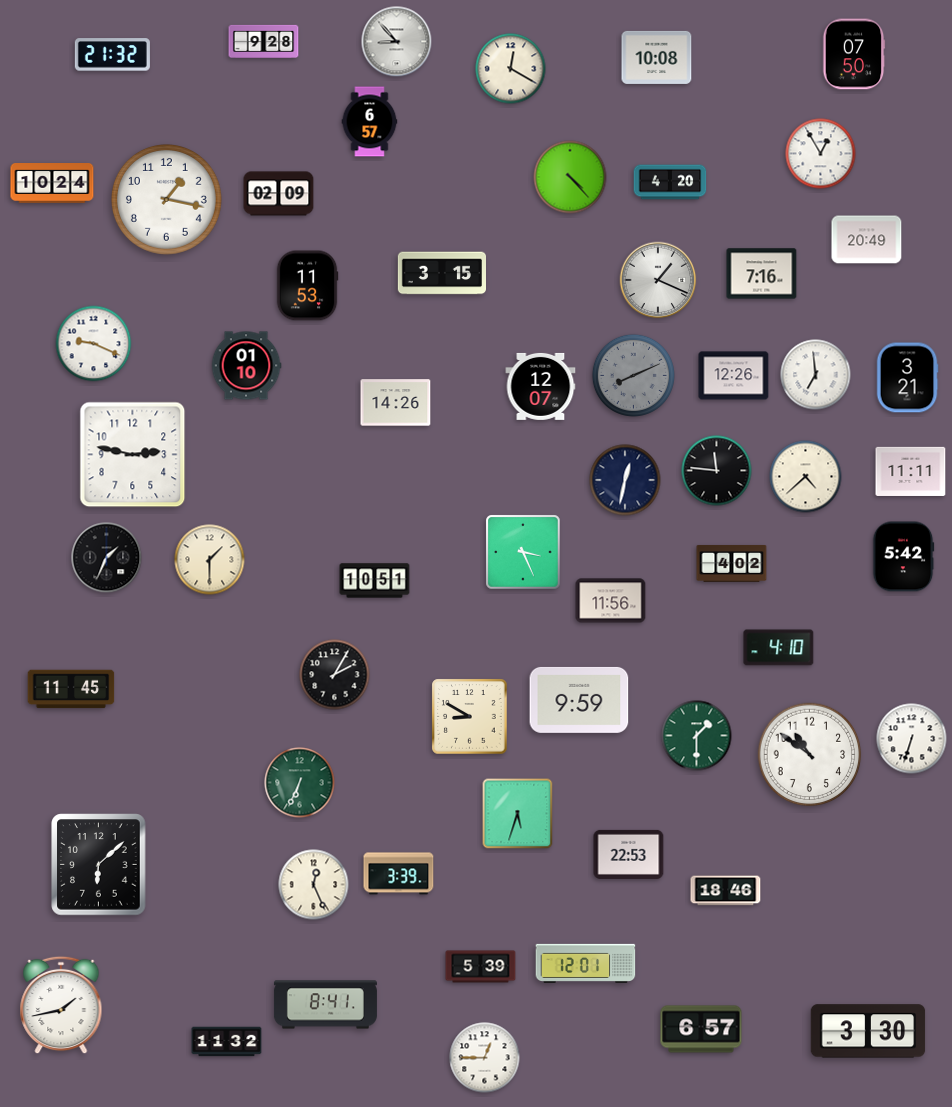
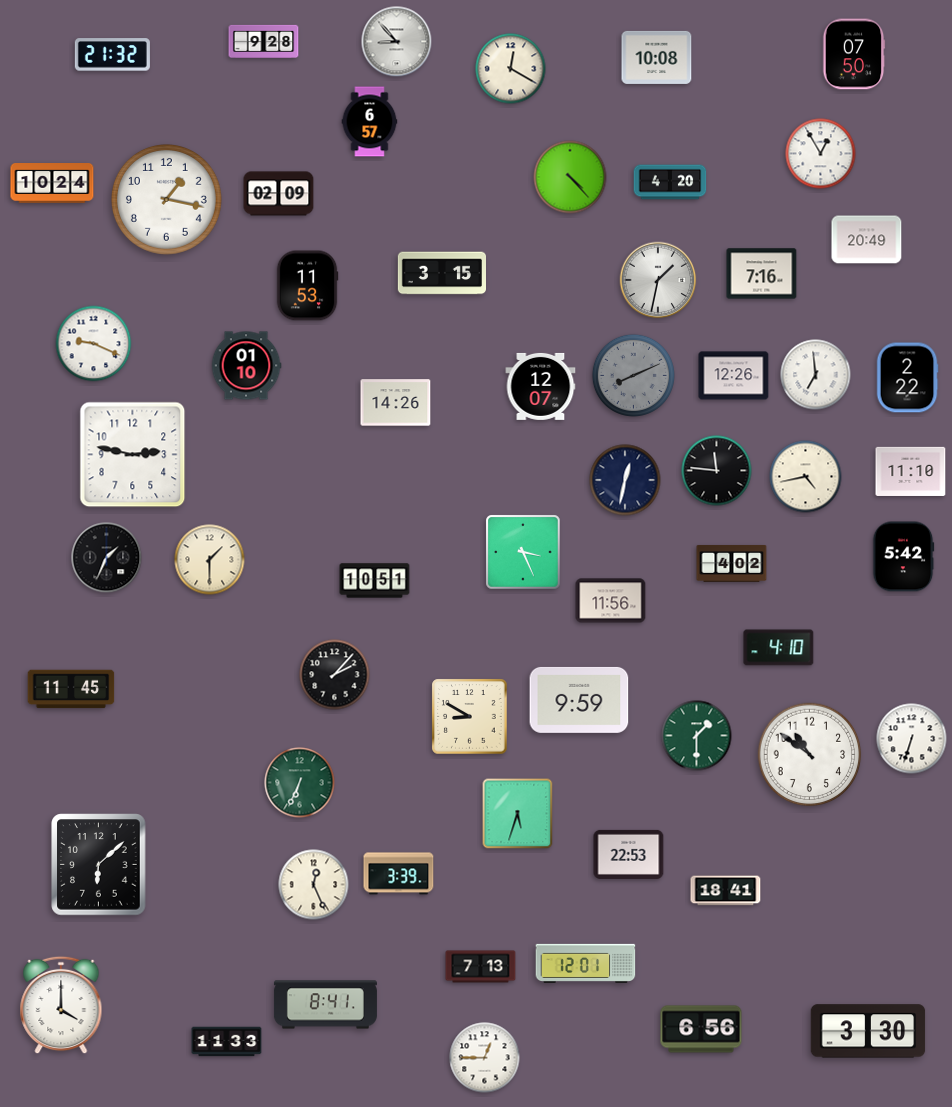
clock at (658, 280): 1:19 -> 1:32
clock at (907, 378): 3:21 -> 2:22
clock at (911, 471): 11:11 -> 11:10
clock at (806, 477): 4:38 -> 4:43
clock at (335, 675): 2:05 -> 2:07
clock at (726, 891): 18:46 -> 18:41
clock at (481, 967): 5:39 -> 7:13
clock at (61, 1005): 1:43 -> 4:00
clock at (701, 1029): 6:57 -> 6:56
clock at (227, 1042): 11:32 -> 11:33
